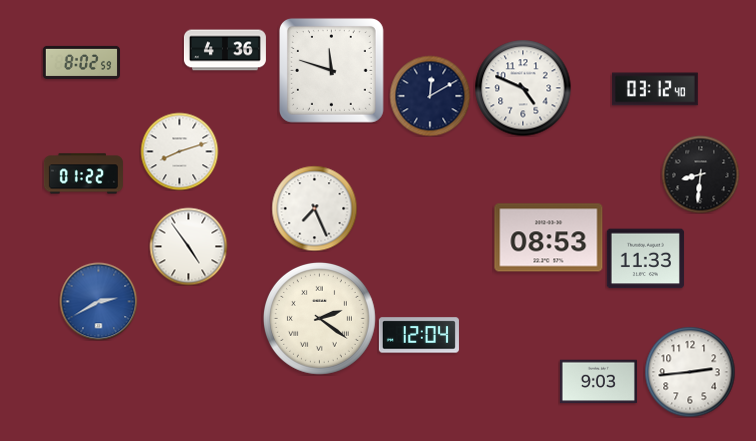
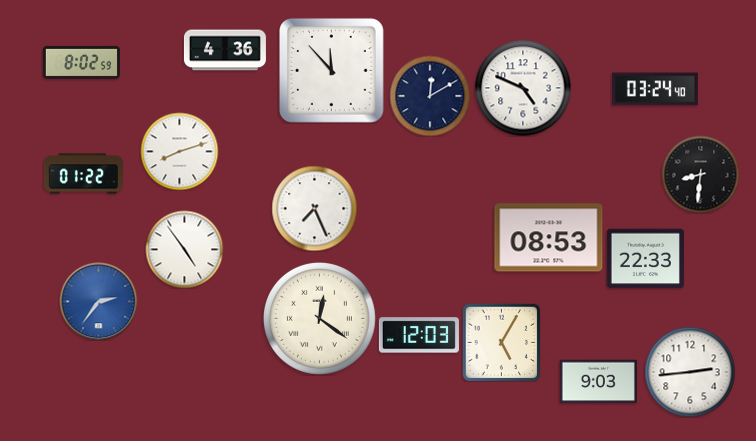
clock at (331, 70): 11:48 -> 11:53
clock at (655, 89): 03:12 -> 03:24
clock at (188, 246) position: (188, 246) -> (184, 249)
clock at (645, 259): 11:33 -> 22:33
clock at (98, 301): 2:40 -> 2:36
clock at (319, 318): 2:21 -> 12:21
clock at (419, 335): 12:04 -> 12:03
clock at (501, 342): none -> 5:05
